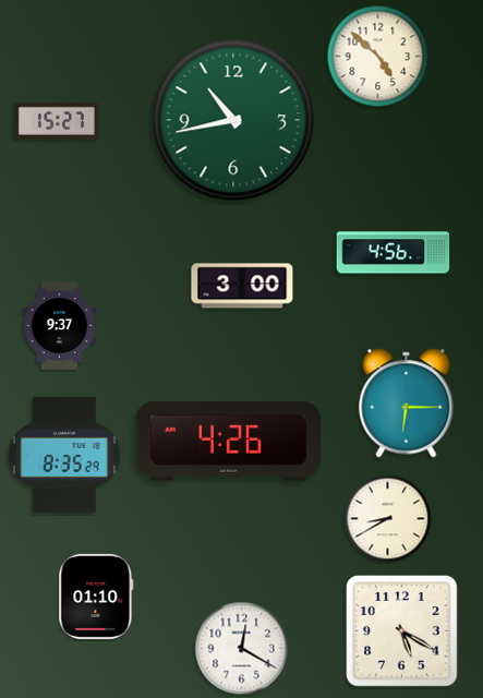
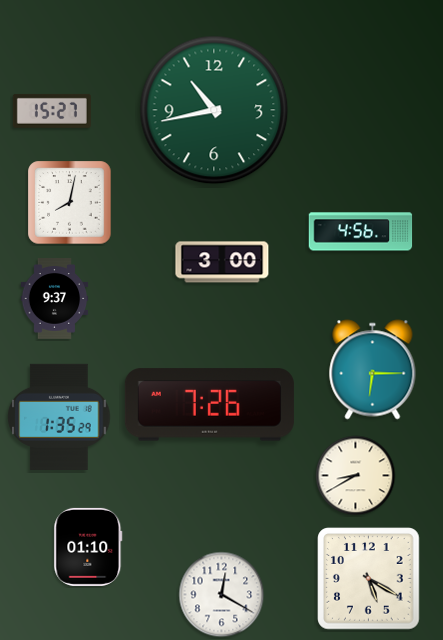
clock at (378, 57): 4:52 -> none
clock at (70, 203): none -> 8:02
clock at (228, 442): 4:26 -> 7:26
clock at (64, 455): 8:35 -> 1:35
